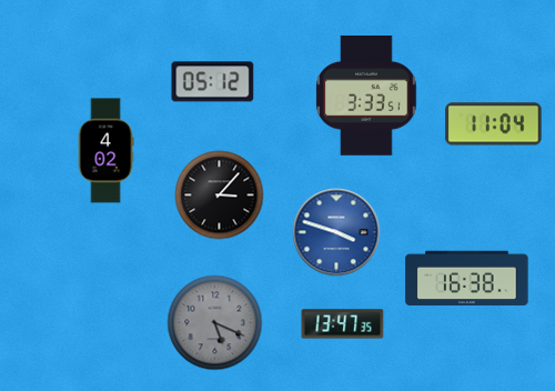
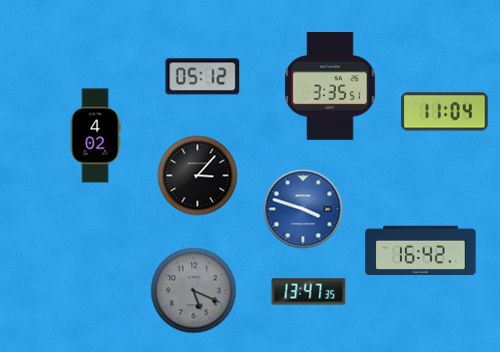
clock at (213, 82) position: (213, 82) -> (203, 77)
clock at (366, 97): 3:33 -> 3:35
clock at (467, 279): 16:38 -> 16:42
